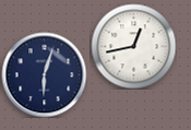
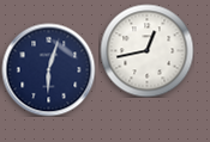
clock at (44, 74) position: (44, 74) -> (48, 69)
